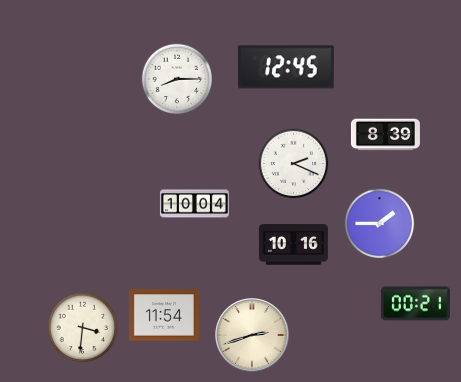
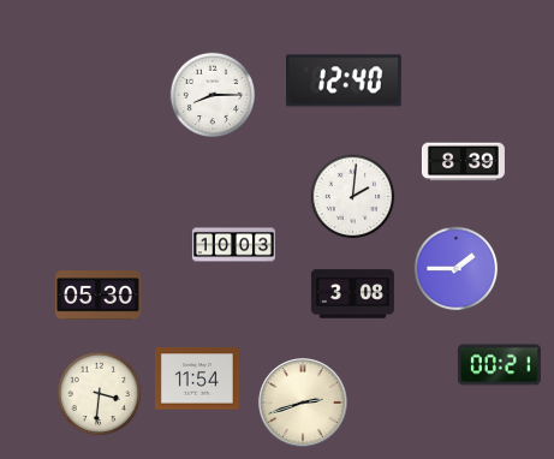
clock at (287, 67): 12:45 -> 12:40
clock at (294, 164): 2:19 -> 2:01
clock at (194, 204): 10:04 -> 10:03
clock at (293, 245): 10:16 -> 3:08
clock at (99, 296): none -> 05:30
